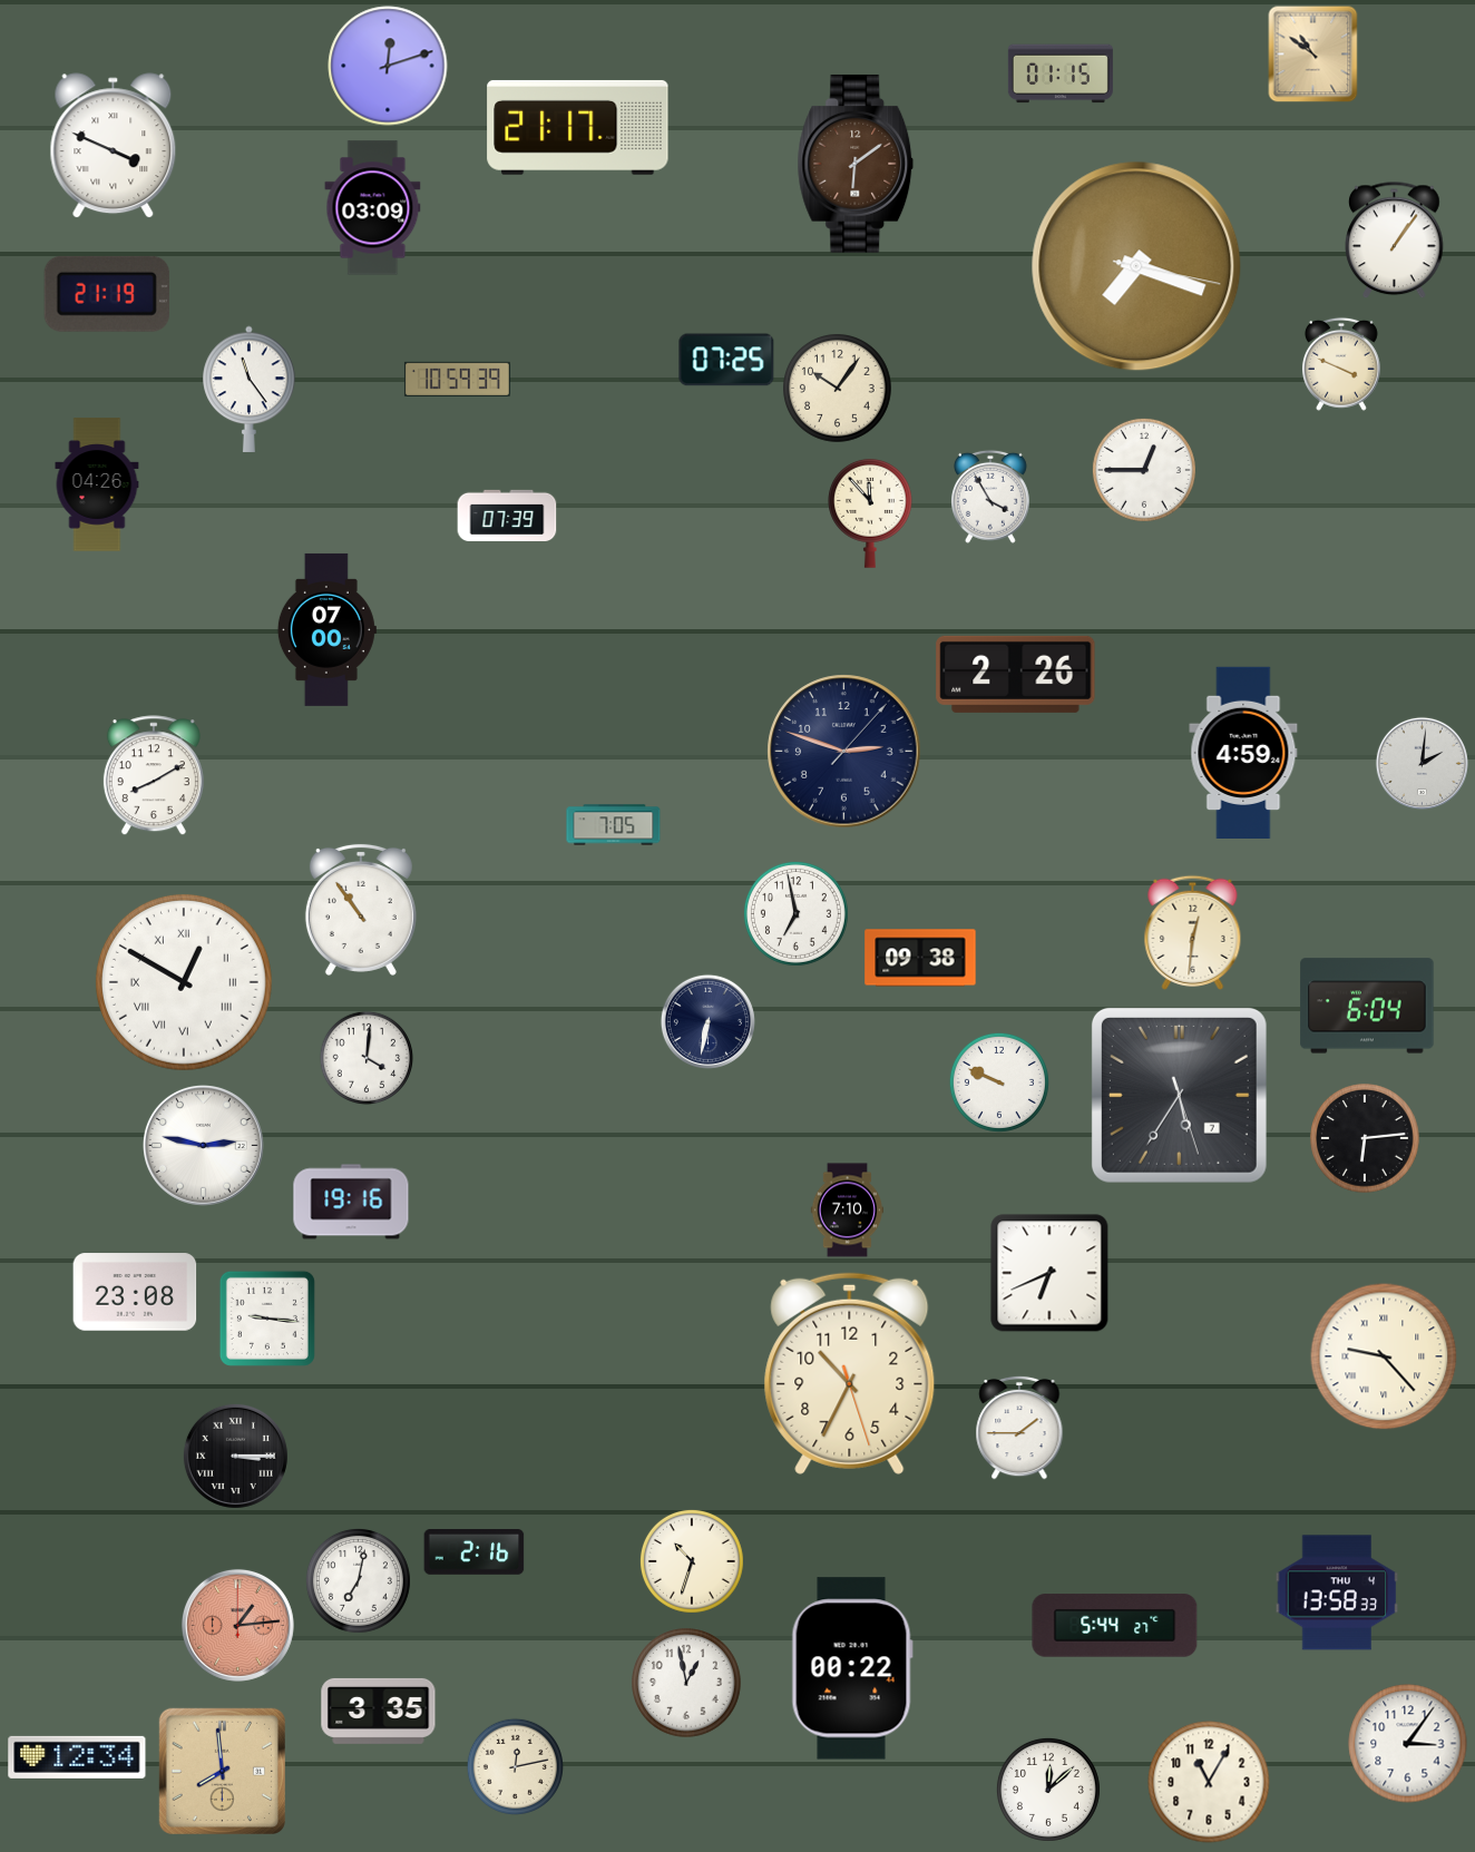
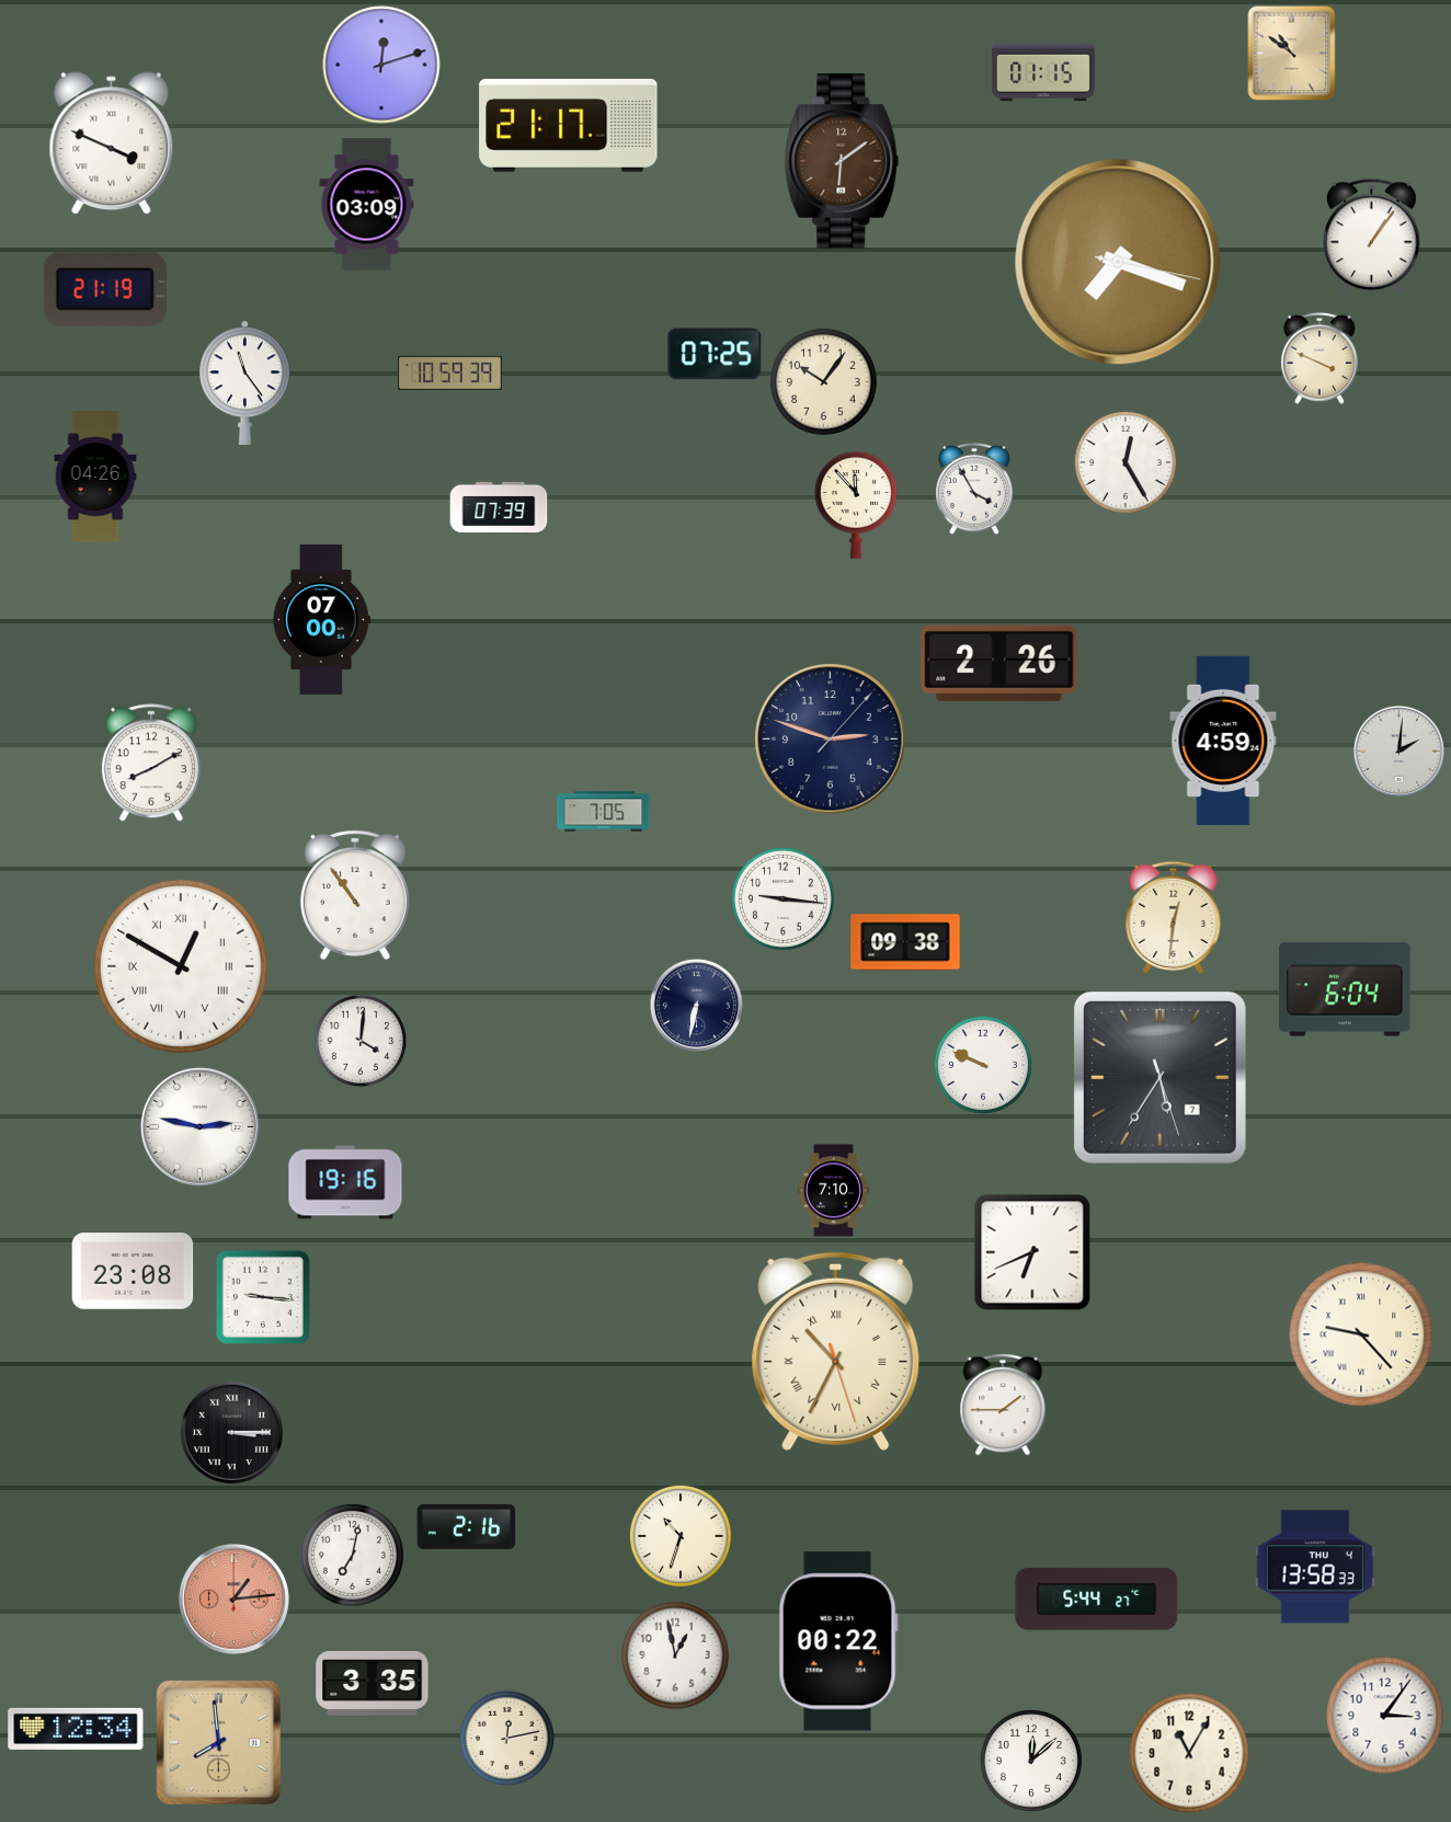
clock at (1144, 470): 12:45 -> 12:25
clock at (795, 913): 6:58 -> 9:16
clock at (1365, 1138): 6:14 -> none
clock at (850, 1373) numerals: Arabic -> Roman
